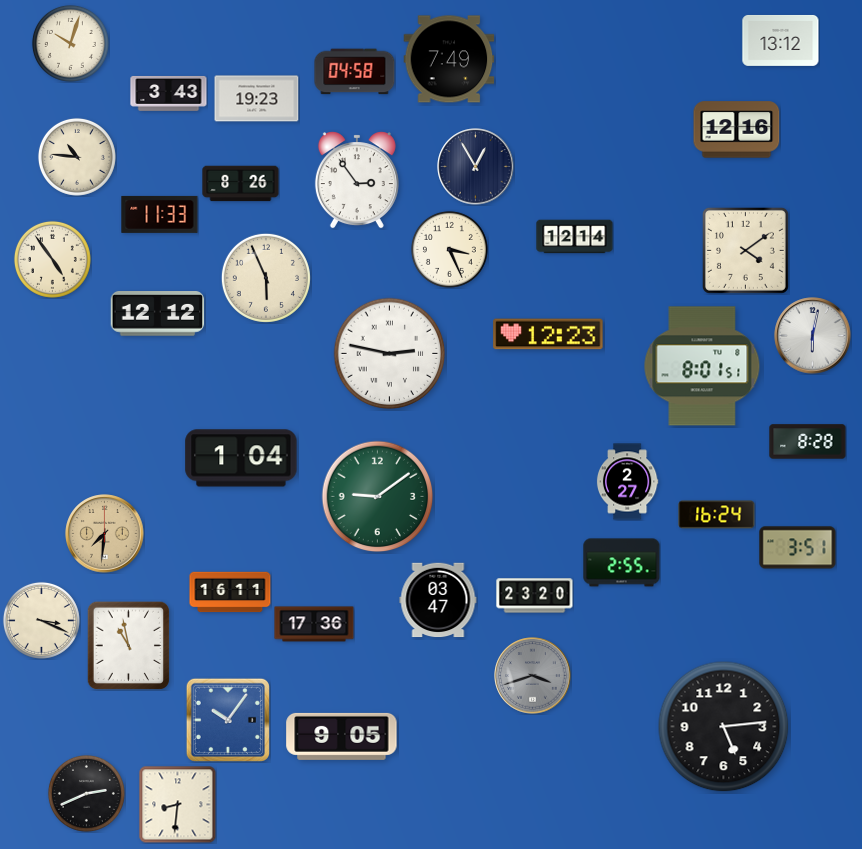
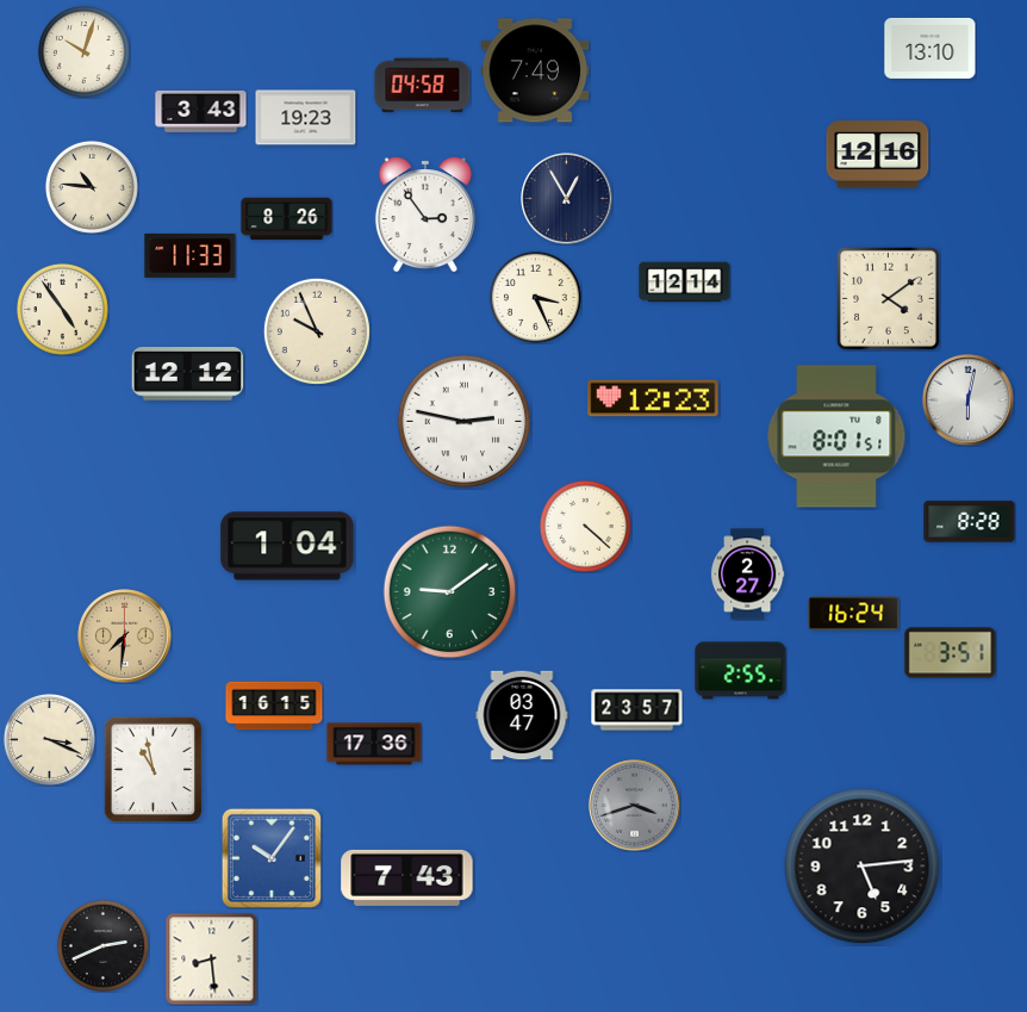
clock at (781, 40): 13:12 -> 13:10
clock at (266, 278): 5:56 -> 9:56
clock at (585, 526): none -> 4:22
clock at (808, 442) position: (808, 442) -> (970, 522)
clock at (230, 592): 16:11 -> 16:15
clock at (535, 596): 23:20 -> 23:57
clock at (342, 736): 9:05 -> 7:43
clock at (177, 804): 8:31 -> 8:29
